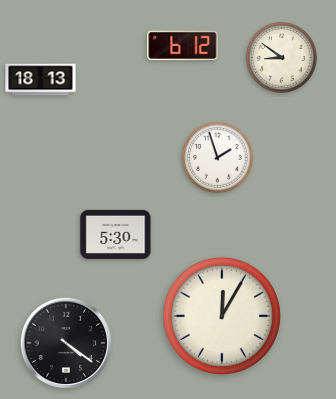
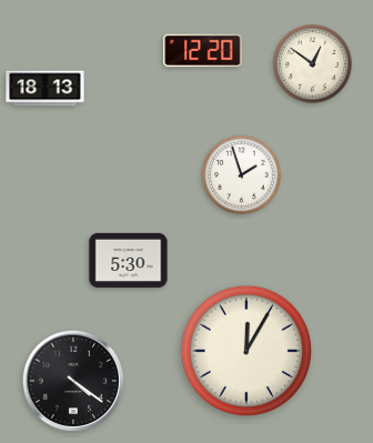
clock at (183, 46): 6:12 -> 12:20
clock at (282, 58): 8:51 -> 12:51
